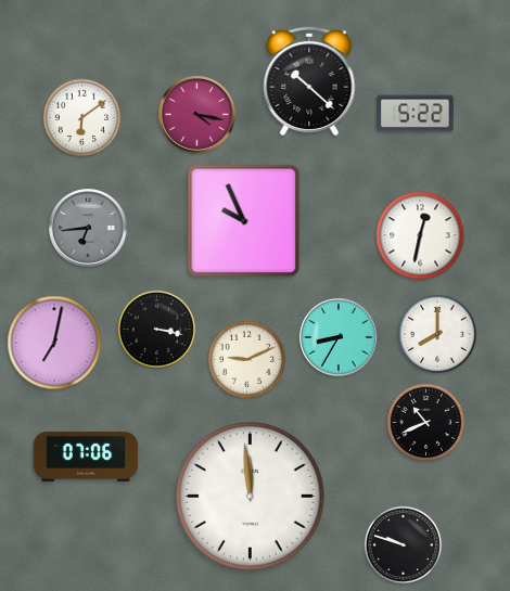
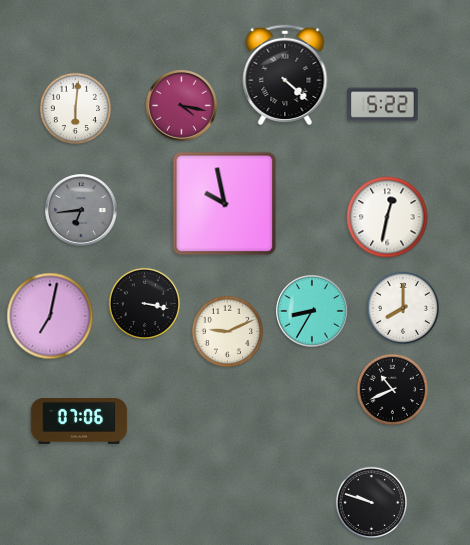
clock at (309, 80): 10:22 -> 4:22
clock at (81, 117): 6:09 -> 6:01
clock at (244, 221): 9:56 -> 9:58
clock at (251, 497): 11:59 -> none
